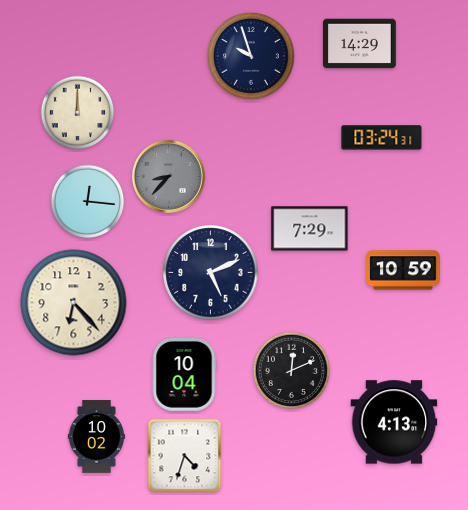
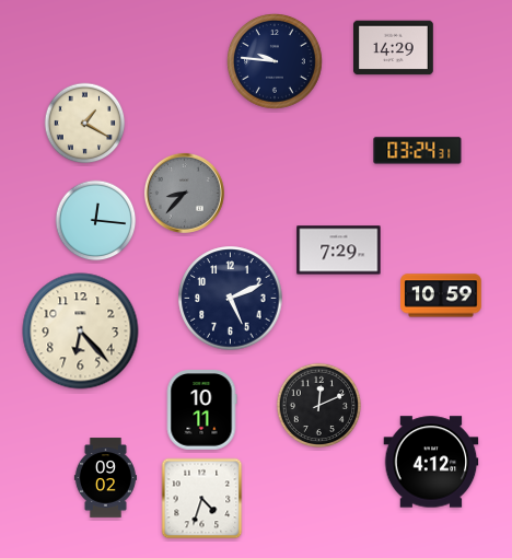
clock at (252, 57): 9:57 -> 9:46
clock at (78, 113): 12:00 -> 1:20
clock at (184, 375): 10:04 -> 10:11
clock at (394, 422): 4:13 -> 4:12
clock at (96, 437): 10:02 -> 09:02
